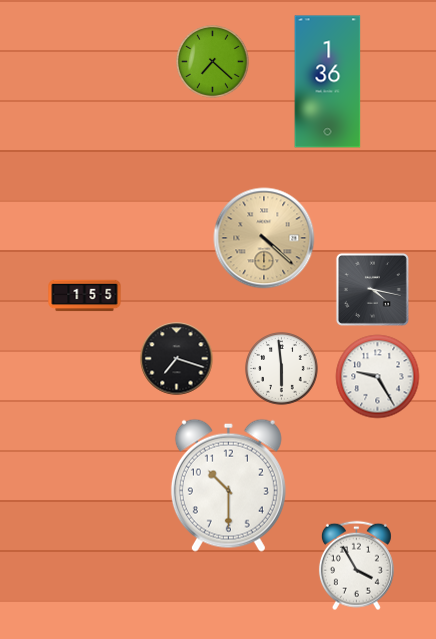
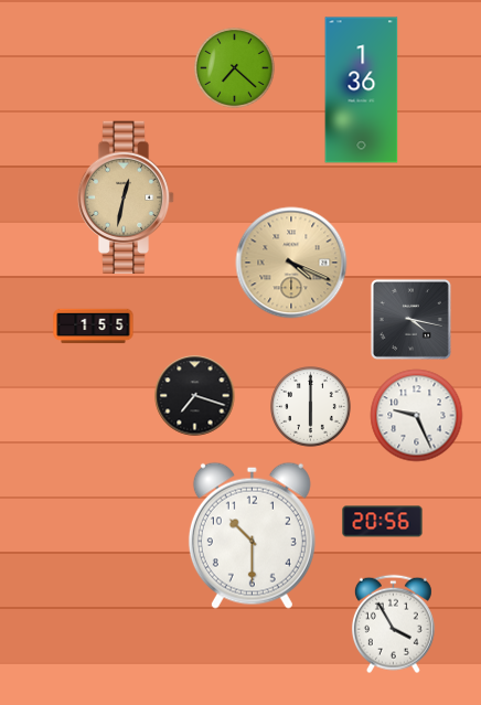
clock at (126, 197): none -> 12:32
clock at (264, 238): 4:22 -> 4:19
clock at (282, 369): 5:59 -> 6:00
clock at (378, 377): 9:25 -> 9:26
clock at (383, 522): none -> 20:56
